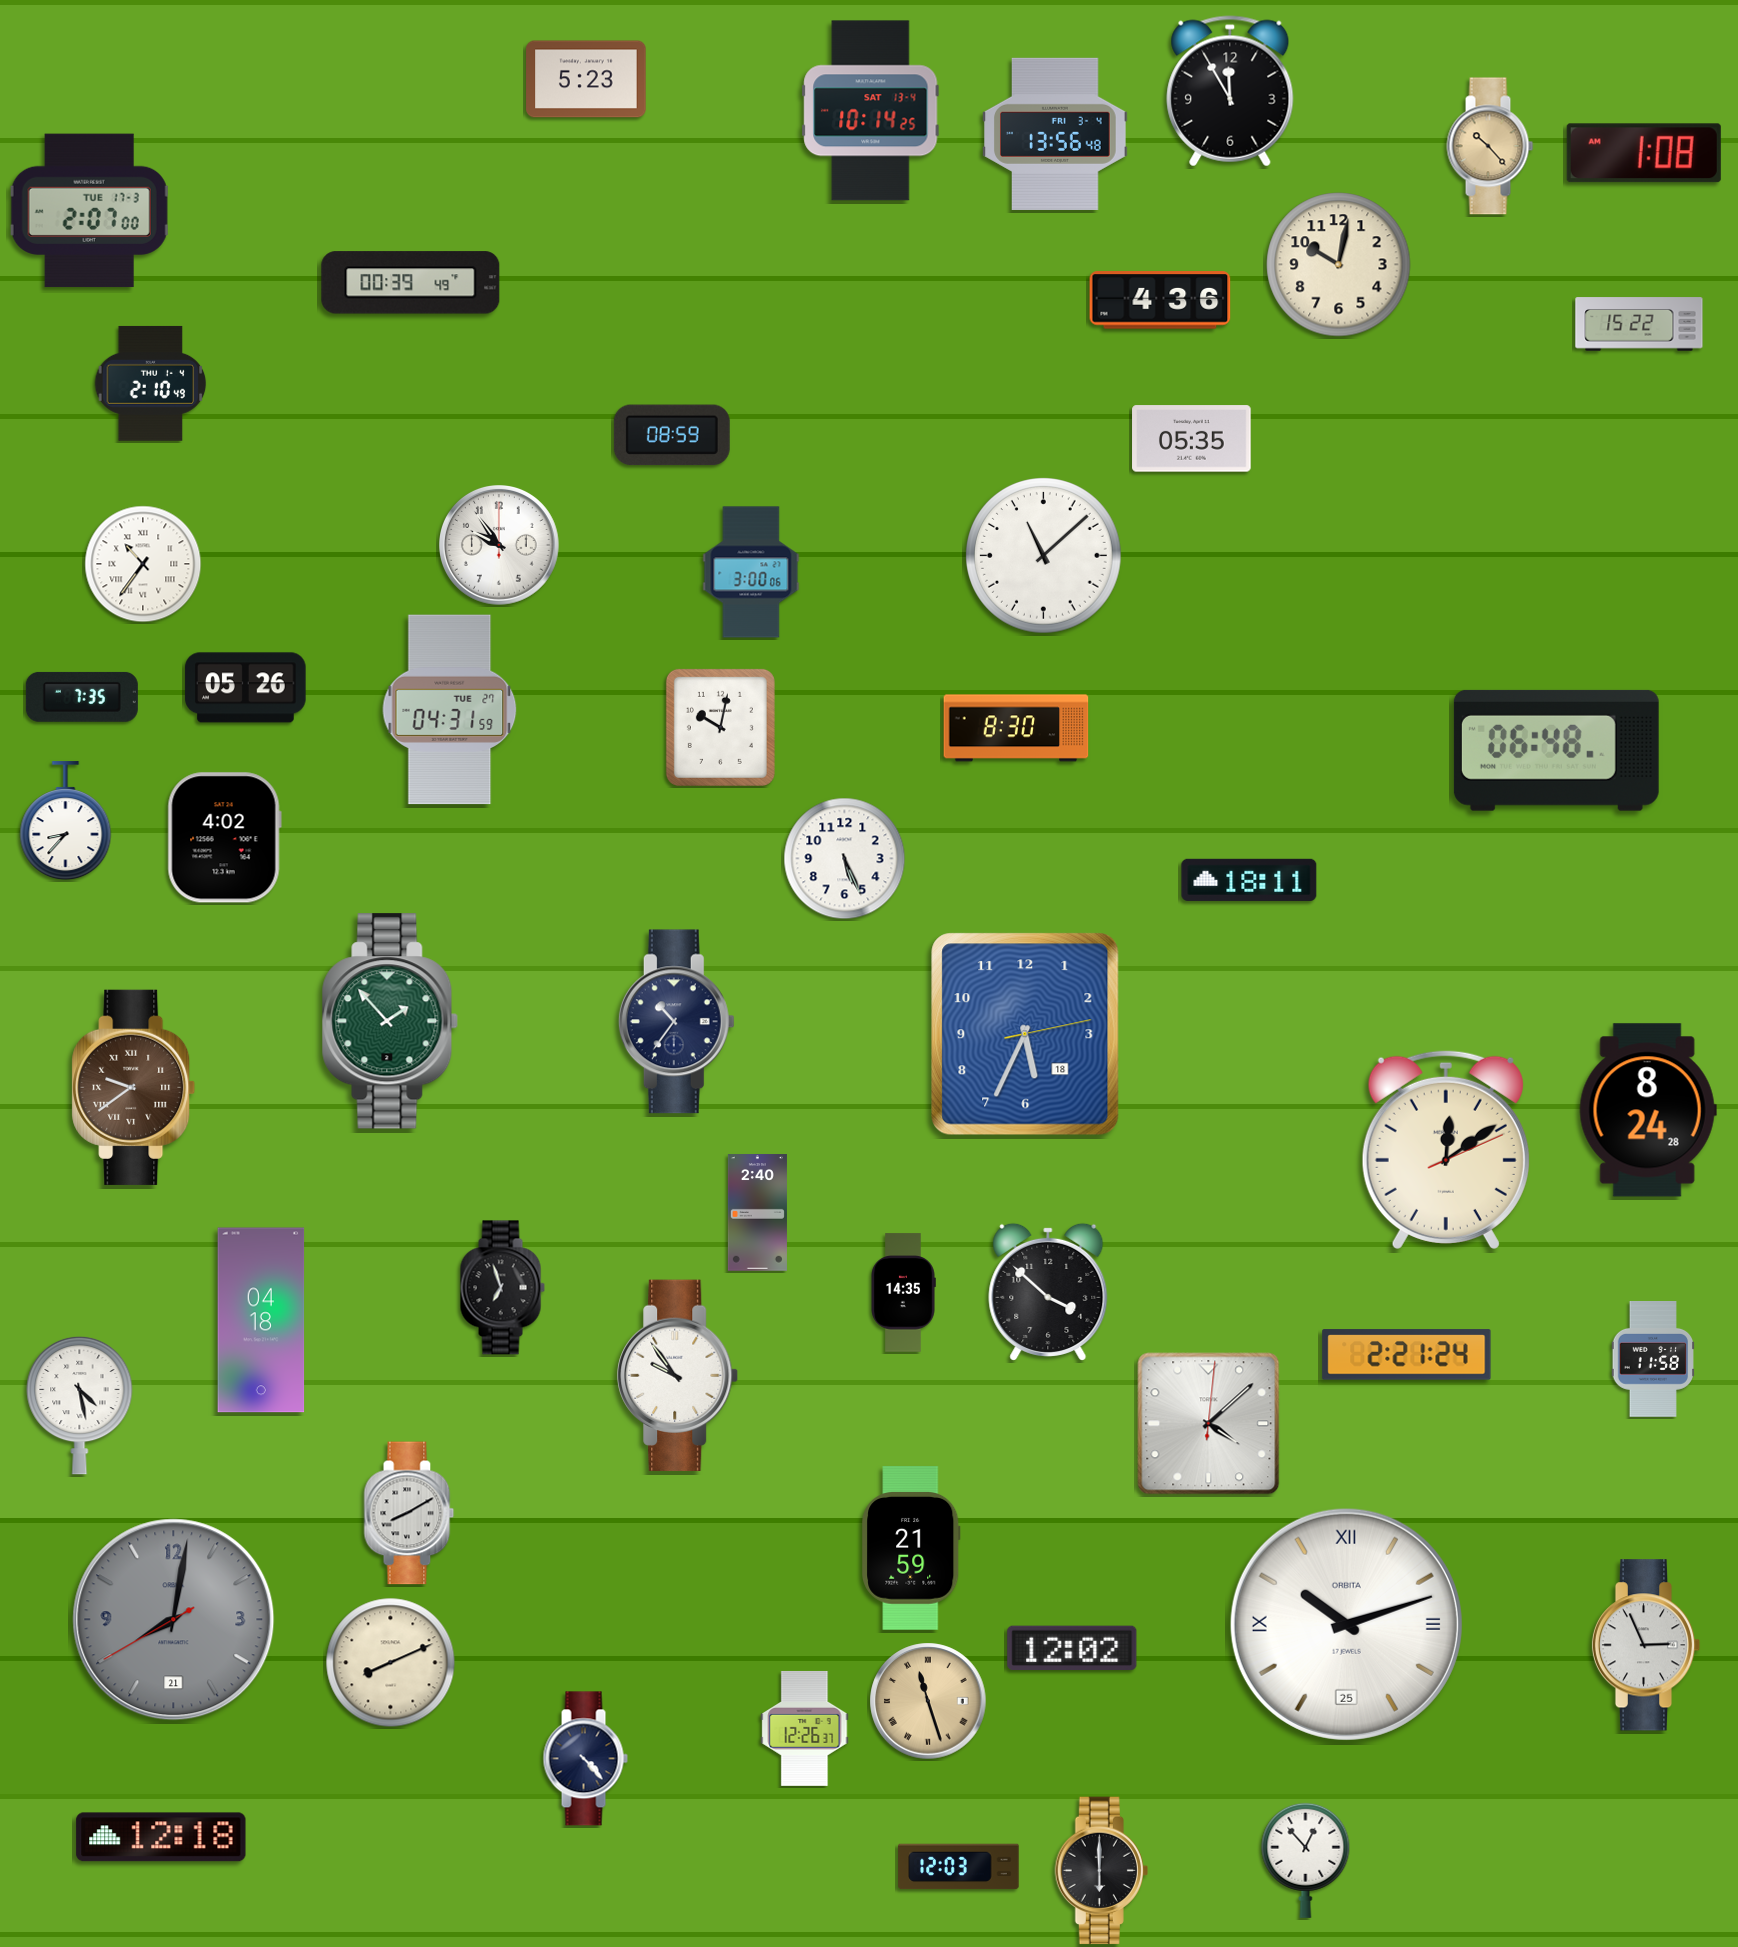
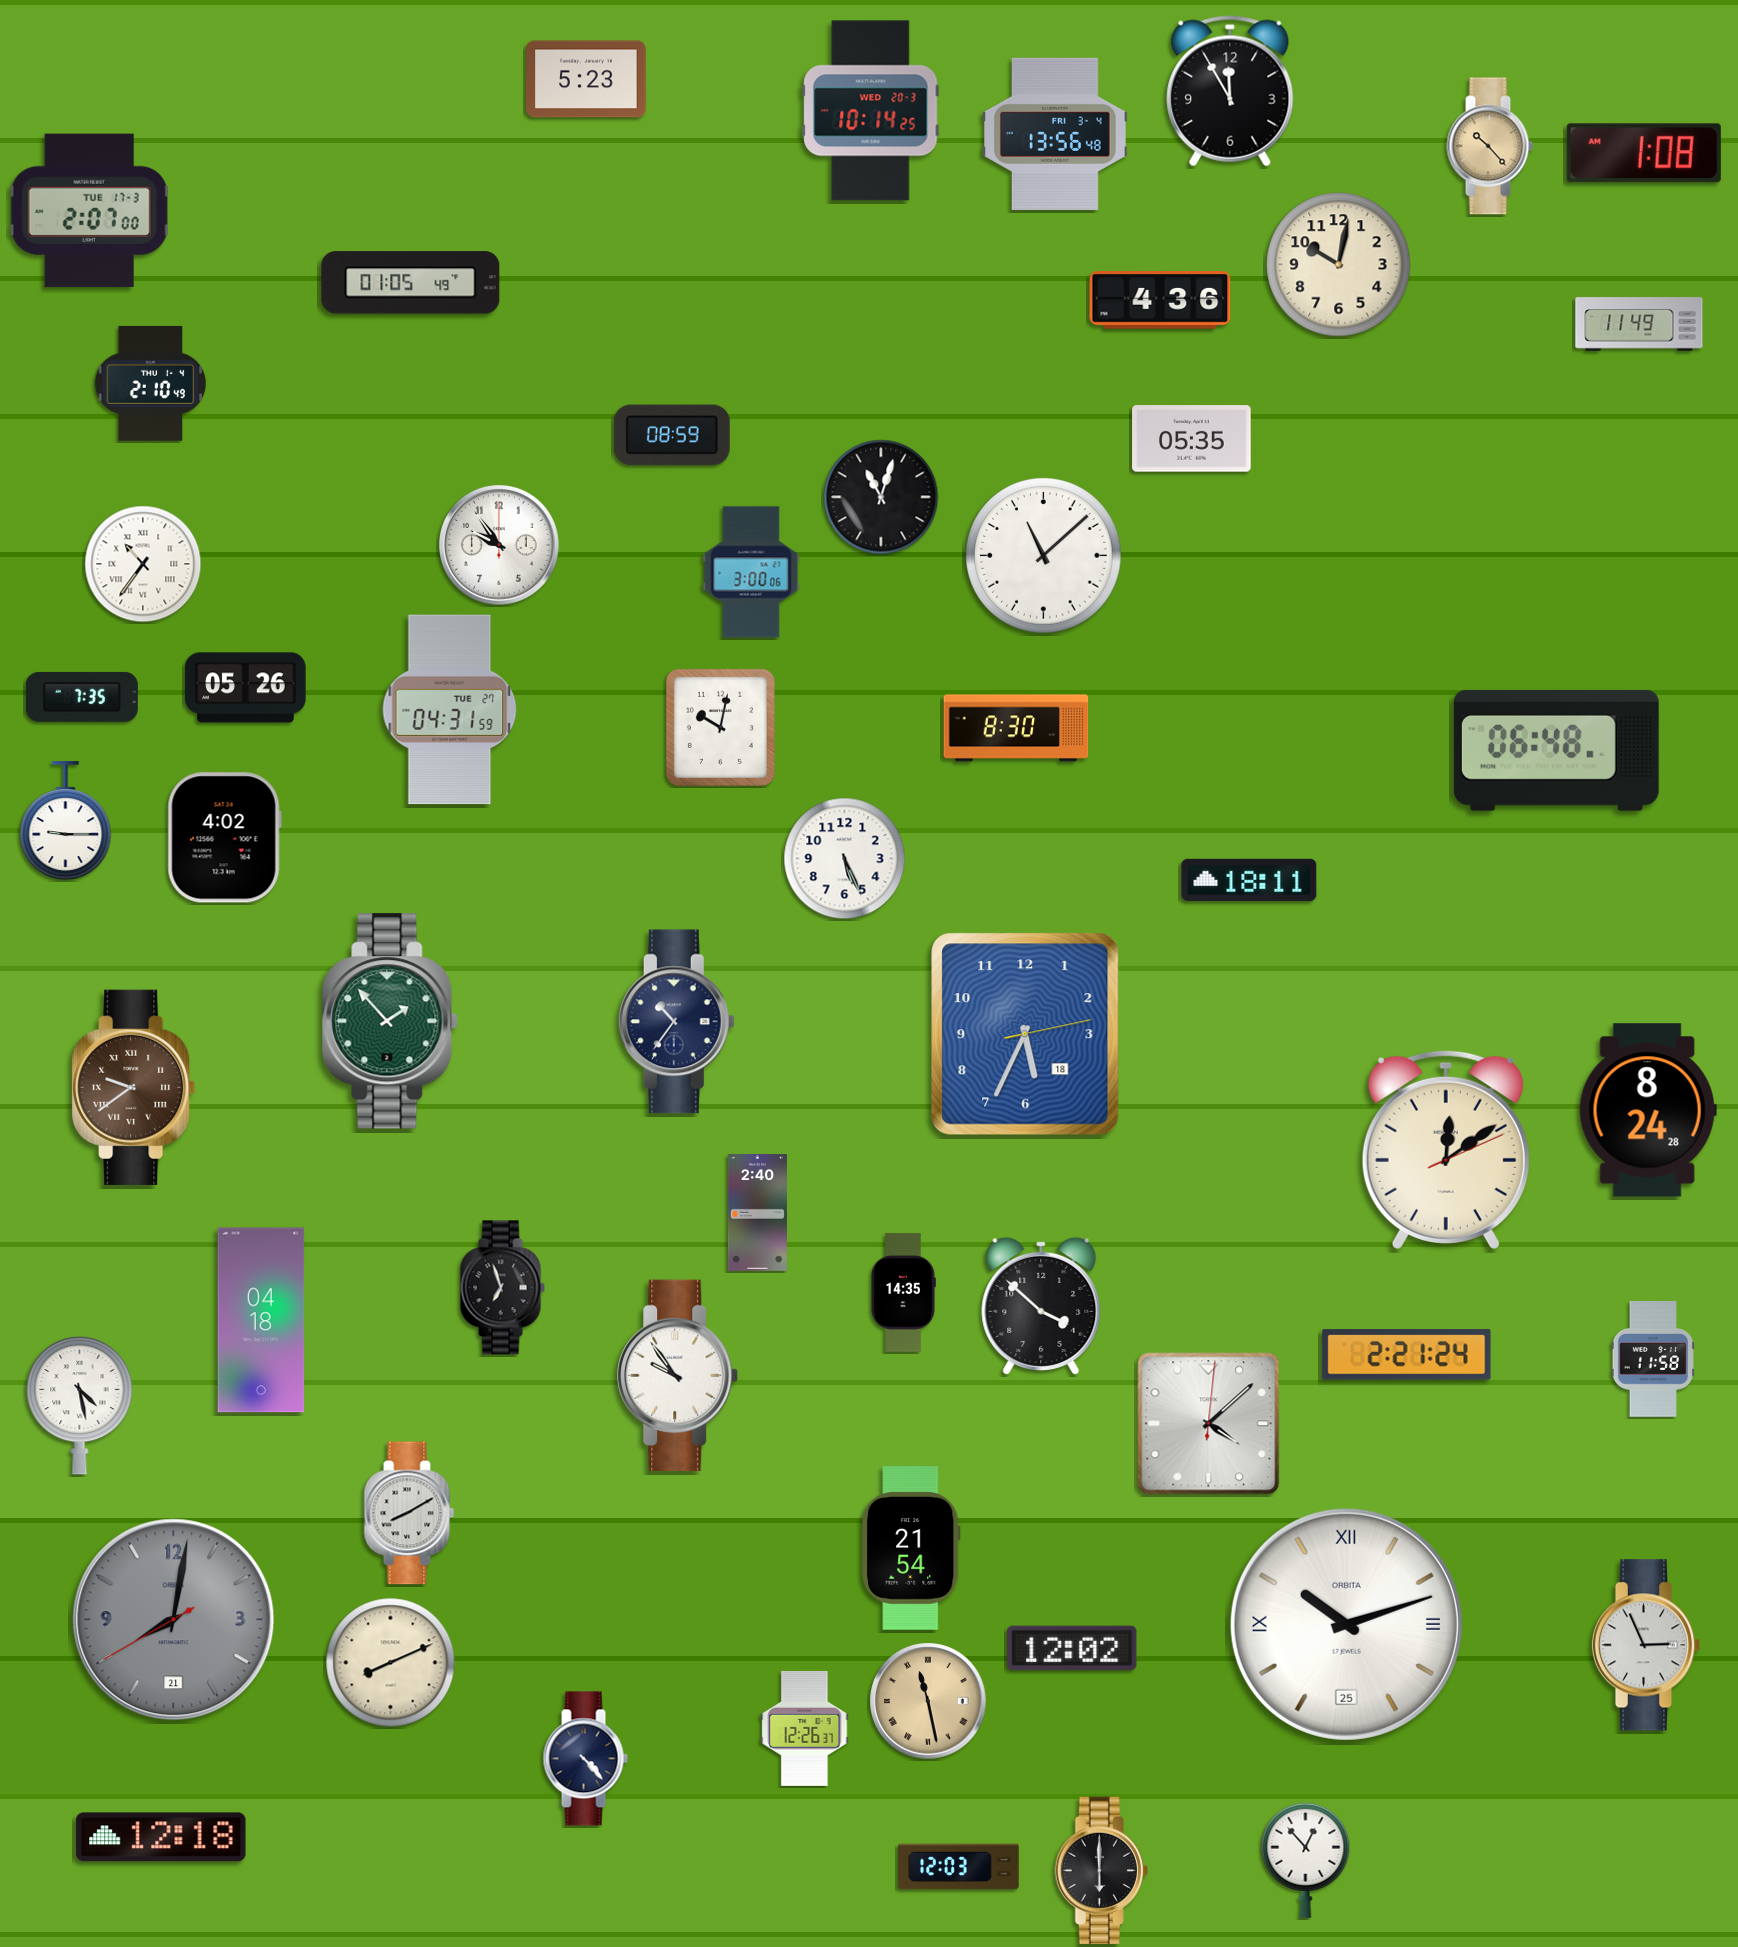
clock at (871, 111) date: SAT 13-4 -> WED 20-3
clock at (411, 283): 00:39 -> 01:05
clock at (1639, 324): 15:22 -> 11:49
clock at (881, 497): none -> 11:03
clock at (66, 821): 8:37 -> 9:15
clock at (1048, 1292) position: (1048, 1292) -> (1041, 1306)
clock at (911, 1548): 21:59 -> 21:54
clock at (928, 1701): 11:27 -> 11:28
